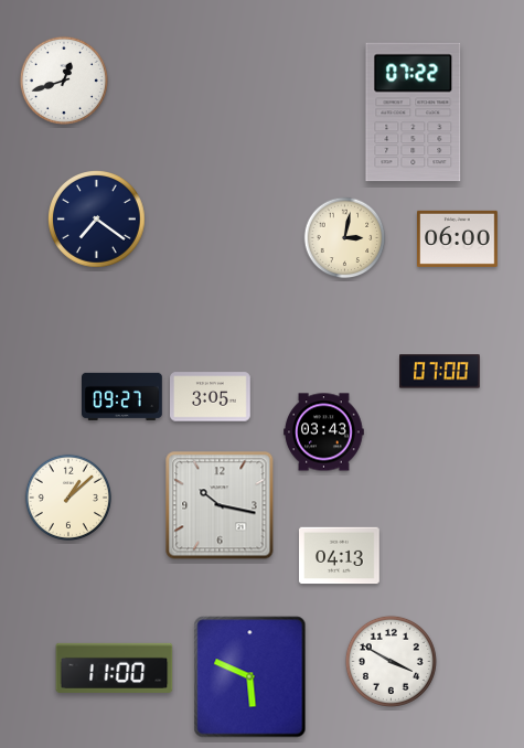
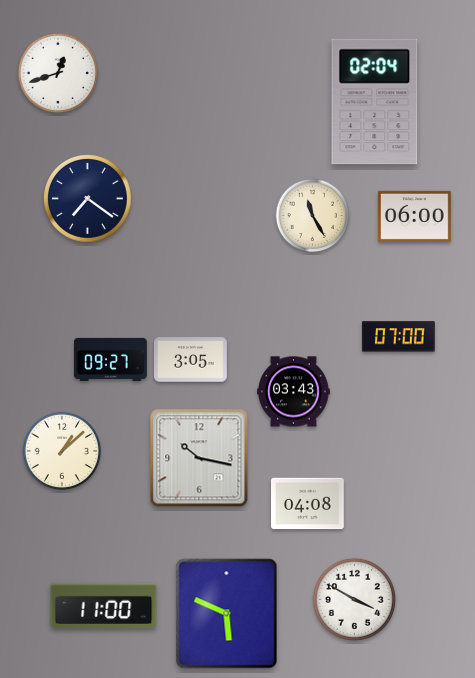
clock at (414, 113): 07:22 -> 02:04
clock at (345, 238): 3:02 -> 11:25
clock at (340, 556): 04:13 -> 04:08
